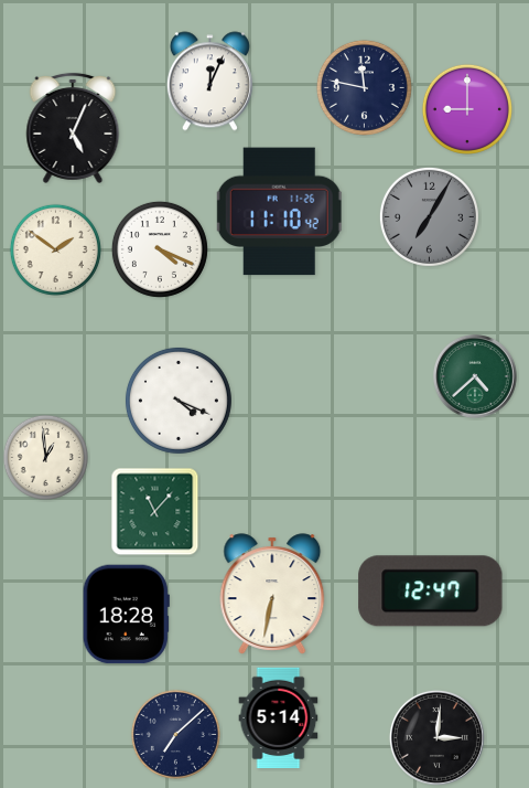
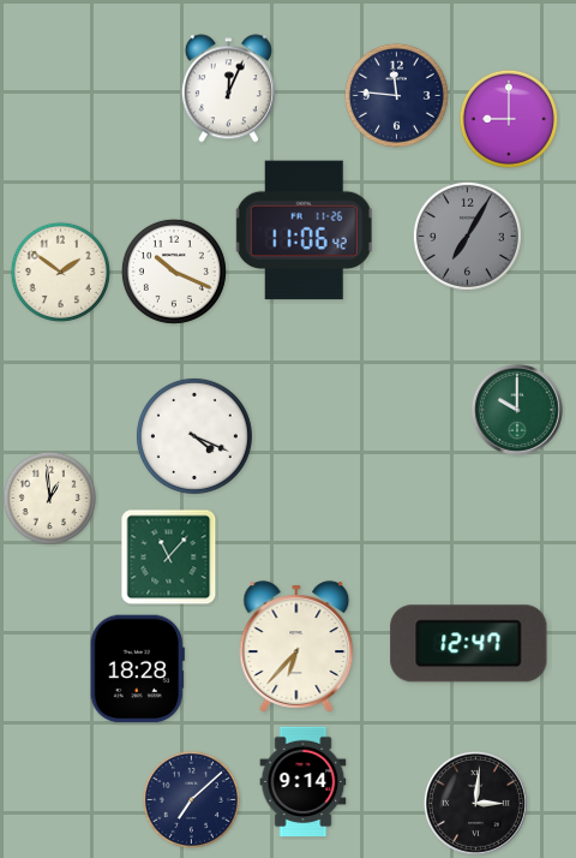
clock at (364, 87): 11:47 -> 11:46
clock at (73, 128): 5:04 -> none
clock at (279, 212): 11:10 -> 11:06
clock at (160, 249): 4:19 -> 10:19
clock at (476, 377): 4:38 -> 10:00
clock at (272, 594): 6:32 -> 6:37
clock at (279, 718): 5:14 -> 9:14
